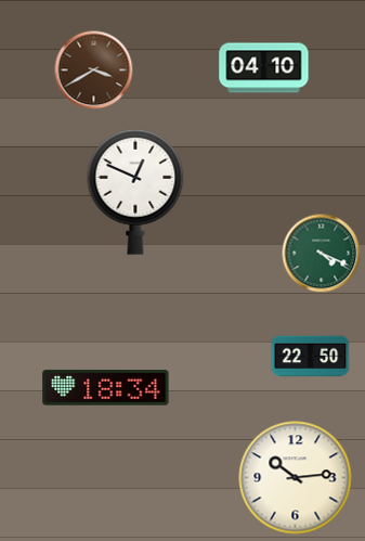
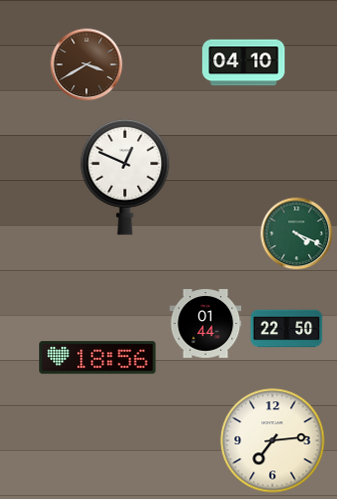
clock at (206, 324): none -> 01:44
clock at (106, 388): 18:34 -> 18:56
clock at (296, 478): 10:14 -> 7:14
